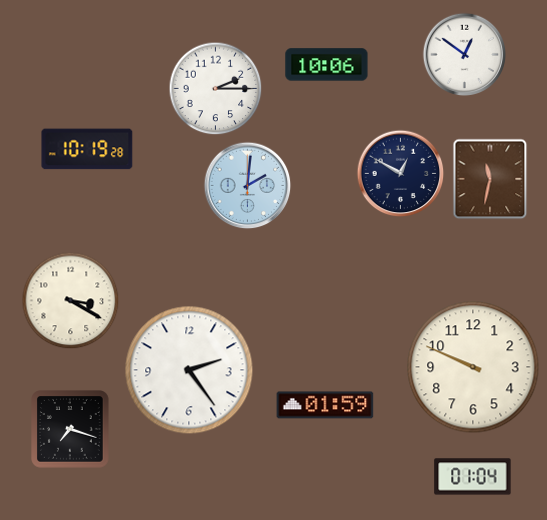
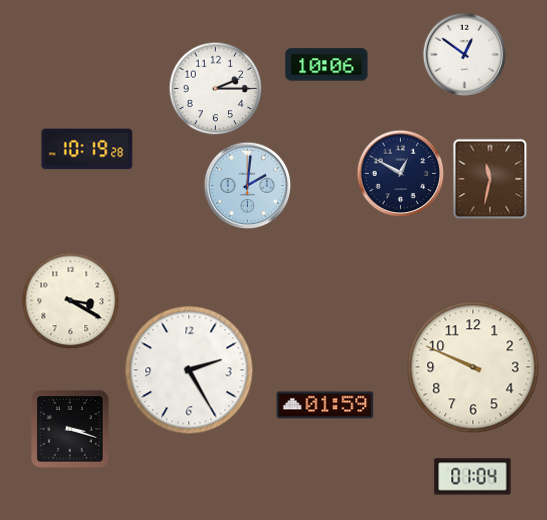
clock at (189, 370): 2:24 -> 2:25
clock at (70, 429): 7:18 -> 3:18
